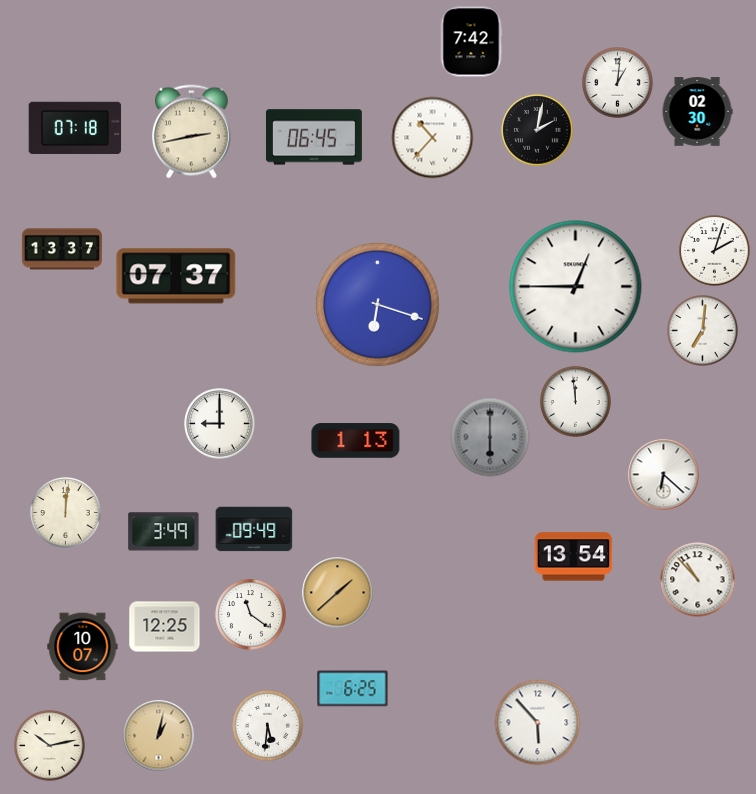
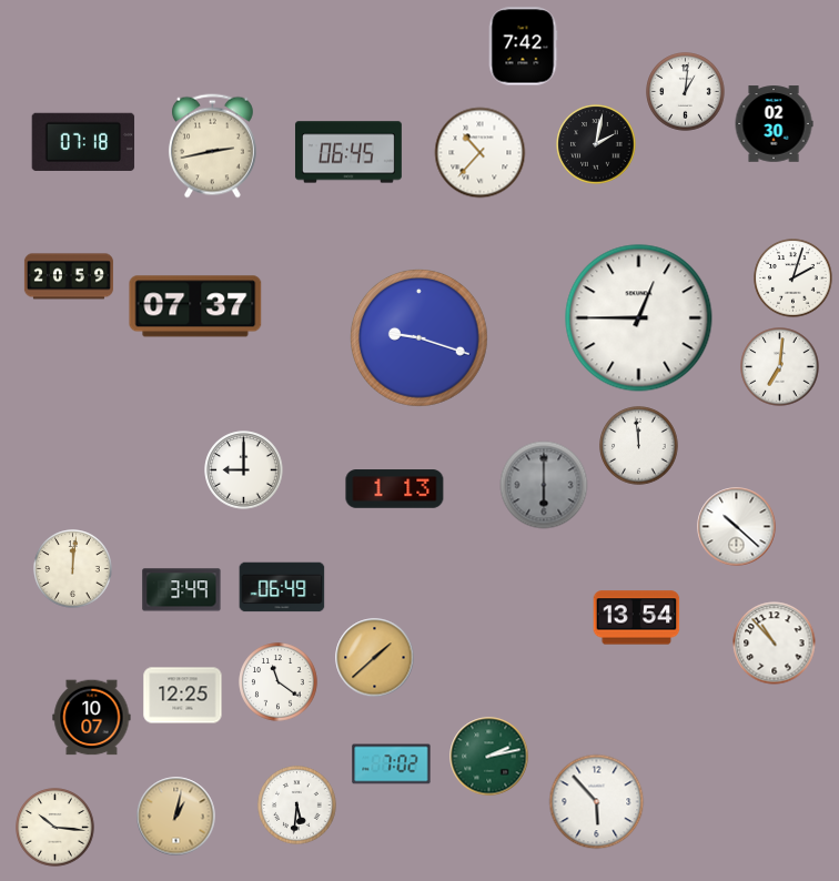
clock at (62, 249): 13:37 -> 20:59
clock at (377, 304): 6:18 -> 9:18
clock at (664, 475): 6:22 -> 10:22
clock at (254, 529): 09:49 -> 06:49
clock at (489, 757): none -> 2:13
clock at (353, 689): 6:25 -> 7:02
clock at (50, 746): 10:13 -> 10:16
